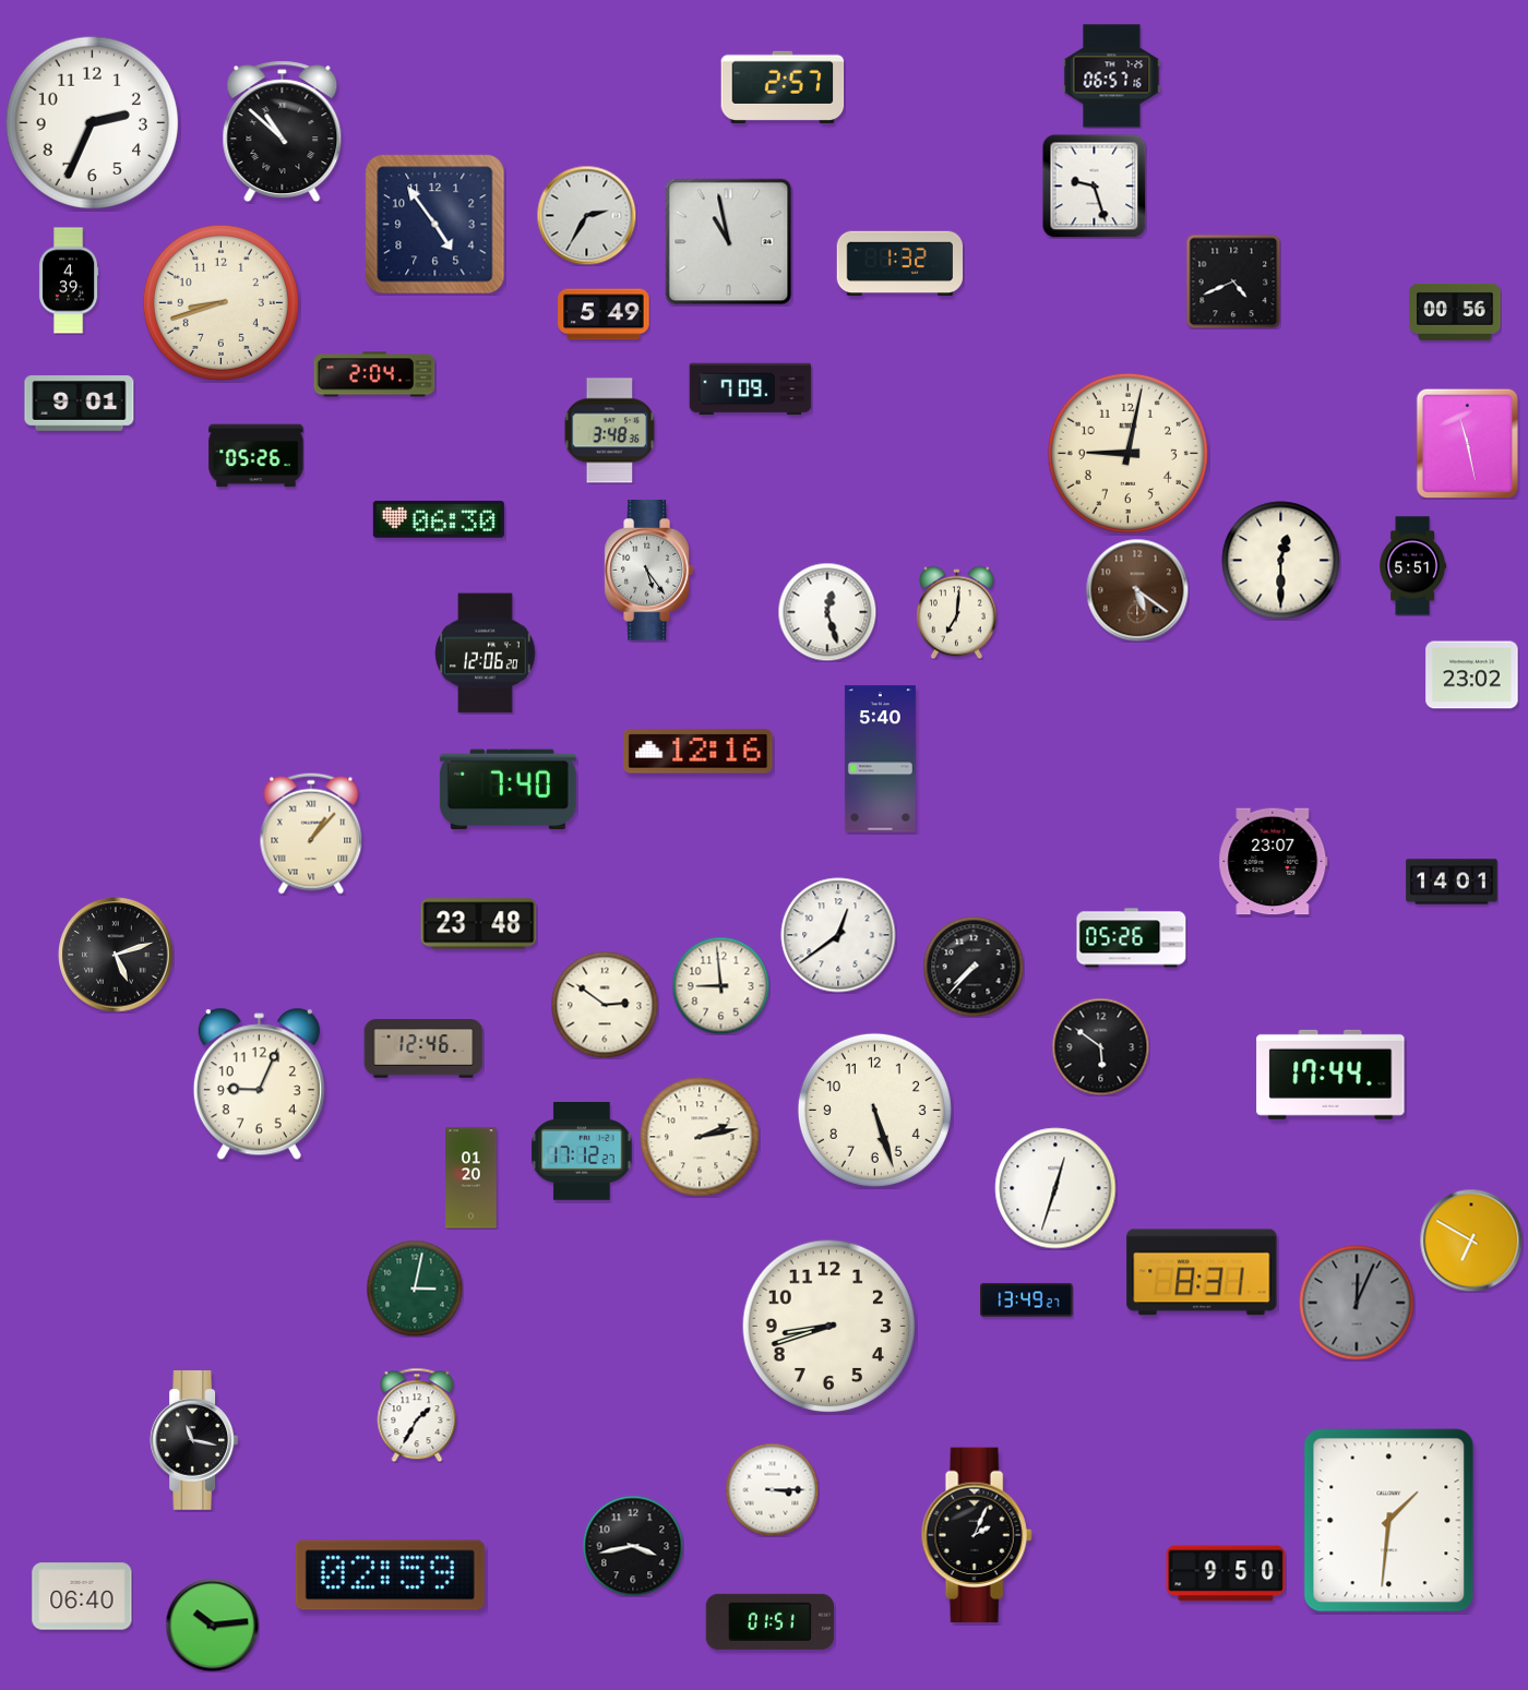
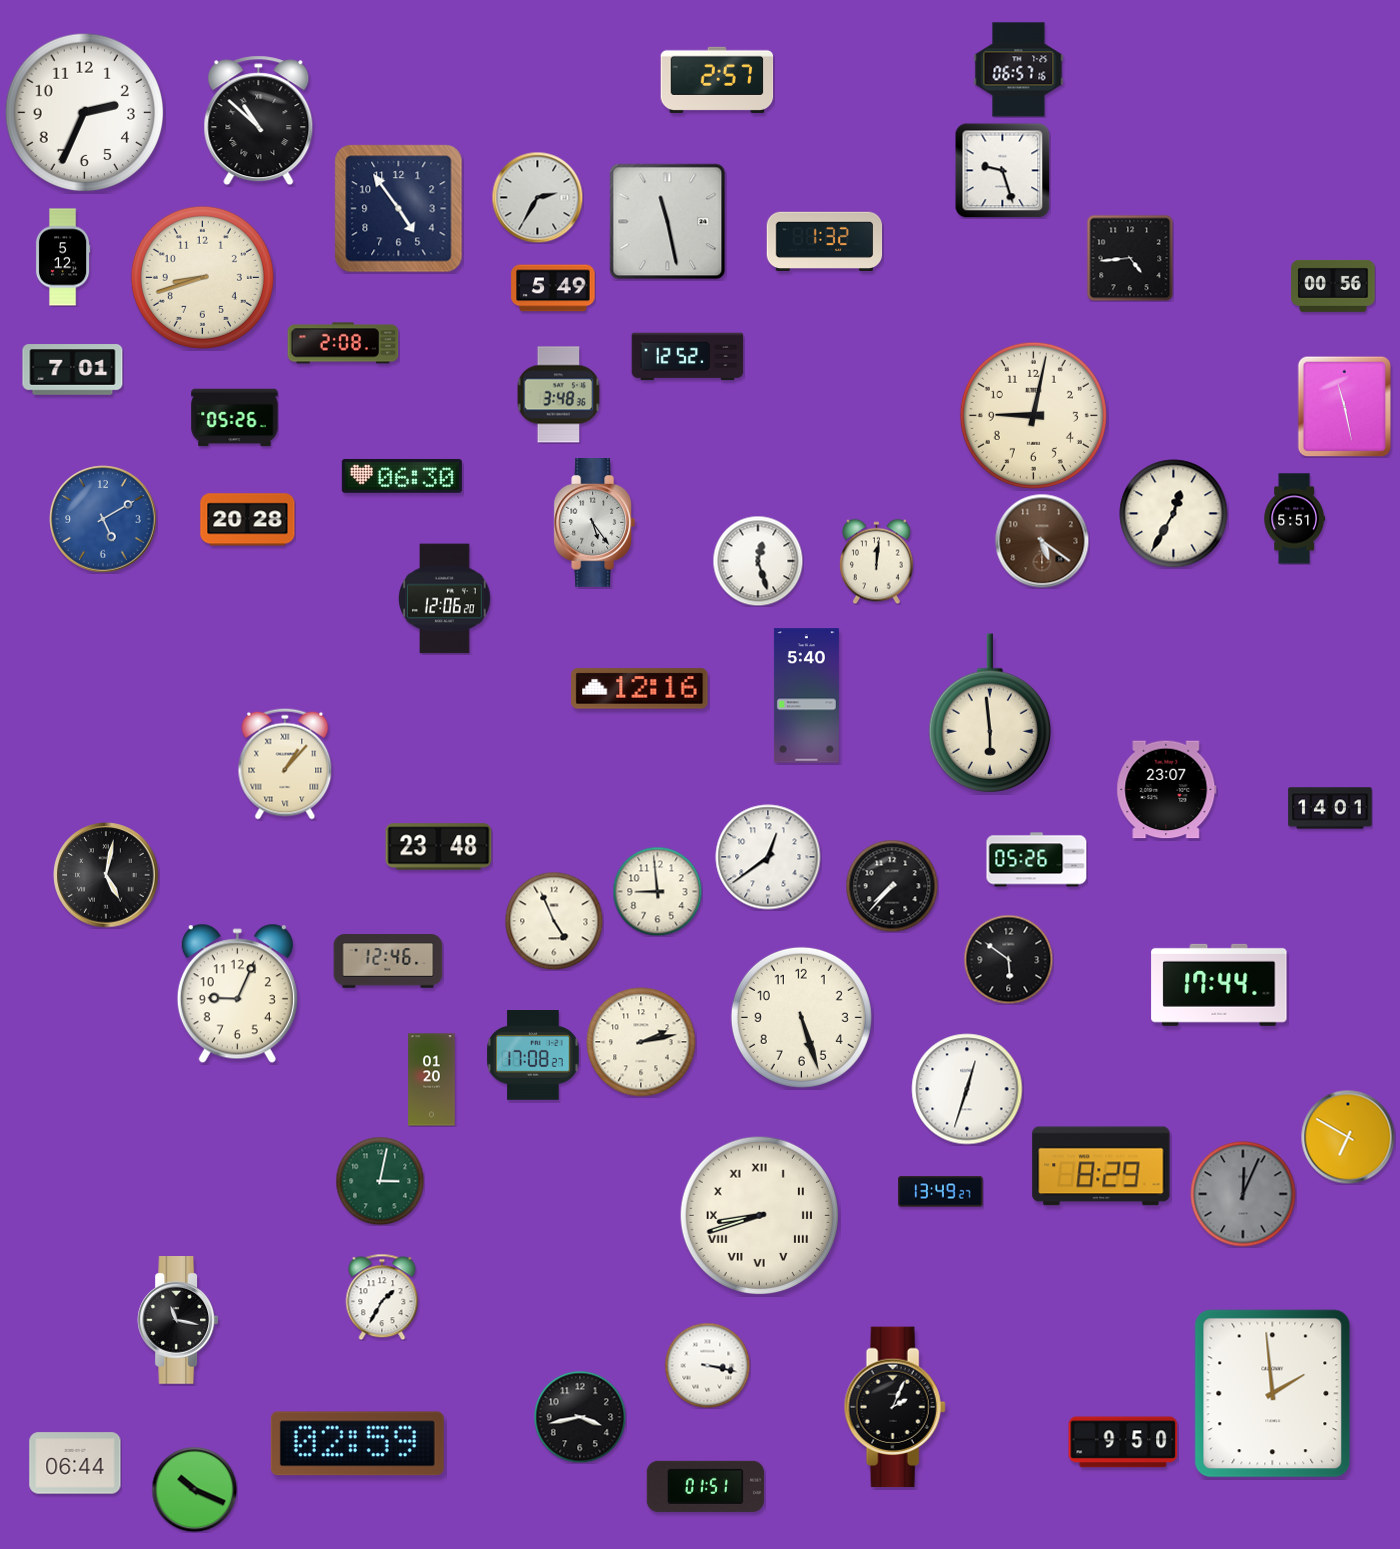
clock at (435, 225) position: (435, 225) -> (399, 209)
clock at (729, 242): 10:58 -> 11:28
clock at (69, 280): 4:39 -> 5:12
clock at (1233, 281): 4:41 -> 4:44
clock at (374, 374): 2:04 -> 2:08
clock at (751, 389): 7:09 -> 12:52
clock at (80, 404): 9:01 -> 7:01
clock at (1281, 561): 12:30 -> 12:35
clock at (103, 519): none -> 5:10
clock at (248, 520): none -> 20:28
clock at (957, 612): 7:01 -> 12:01
clock at (1472, 675): 23:02 -> none
clock at (990, 713): none -> 5:59
clock at (508, 789): 7:40 -> none
clock at (116, 955): 5:12 -> 5:02
clock at (720, 985) position: (720, 985) -> (657, 891)
clock at (605, 1005): 2:51 -> 4:56
clock at (582, 1152): 17:12 -> 17:08
clock at (1202, 1272): 8:31 -> 8:29
clock at (828, 1326) numerals: Arabic -> Roman
clock at (772, 1489): 3:15 -> 3:17
clock at (1389, 1521): 1:31 -> 1:59
clock at (82, 1596): 06:40 -> 06:44
clock at (212, 1625): 10:14 -> 10:19
